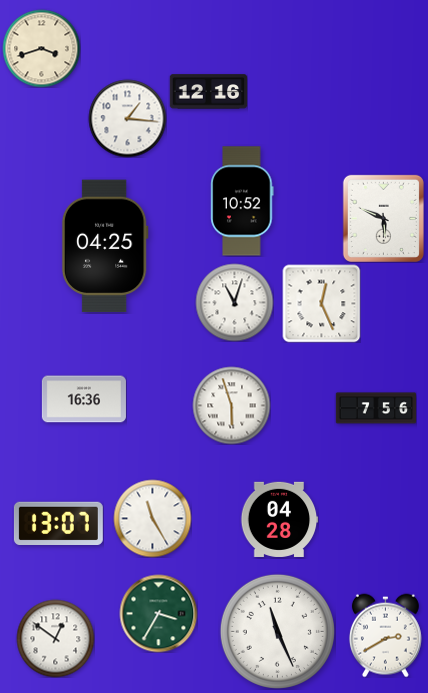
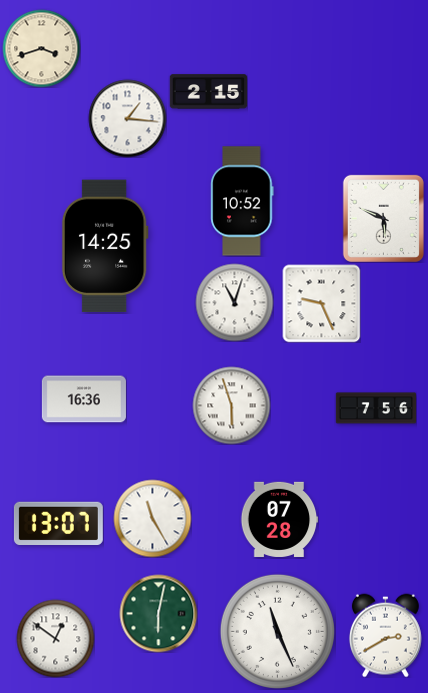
clock at (208, 92): 12:16 -> 2:15
clock at (105, 246): 04:25 -> 14:25
clock at (321, 303): 12:26 -> 9:26
clock at (279, 519): 04:28 -> 07:28
clock at (158, 613): 3:35 -> 6:02
